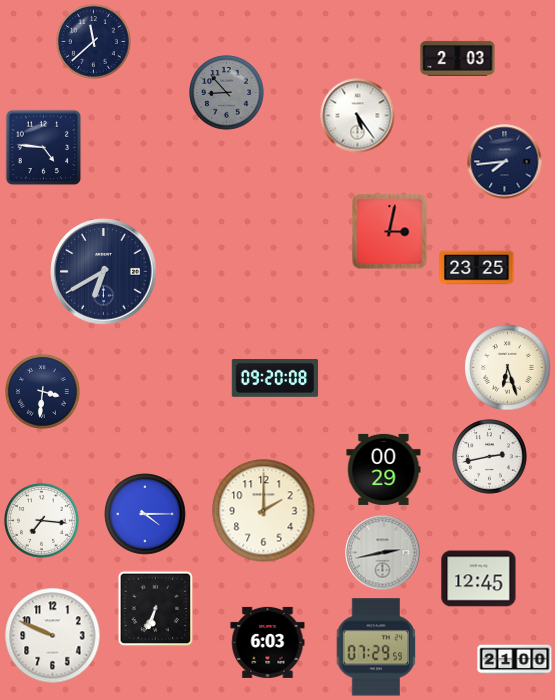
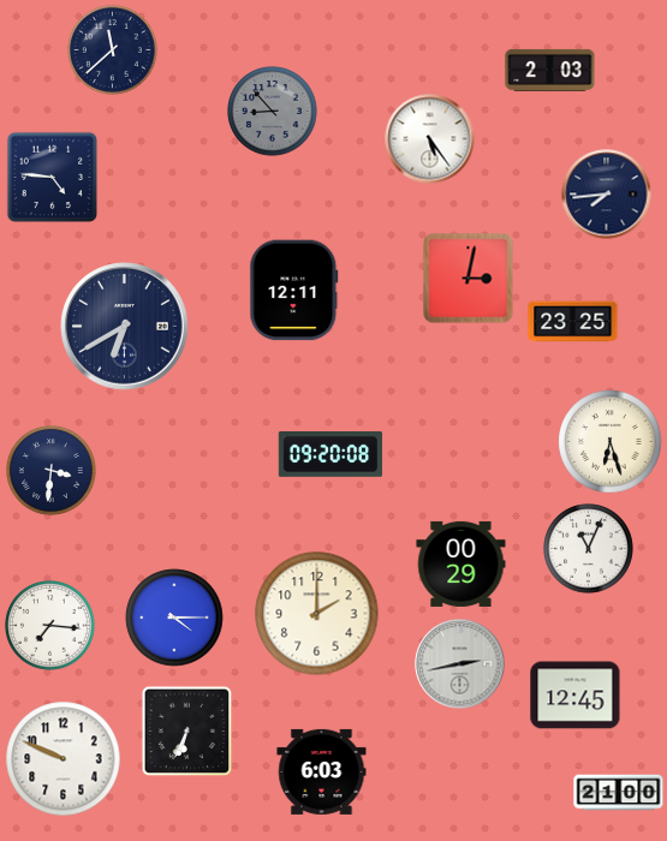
clock at (294, 291): none -> 12:11
clock at (490, 457): 2:43 -> 11:04
clock at (53, 636) position: (53, 636) -> (64, 759)
clock at (376, 647): 07:29 -> none
